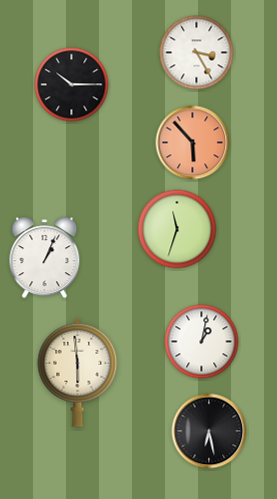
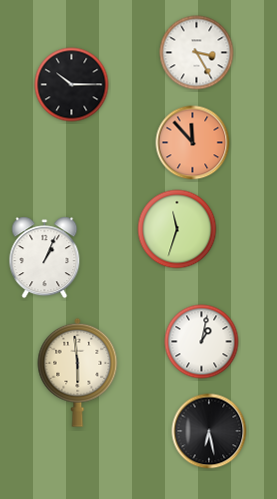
clock at (193, 143): 5:53 -> 11:53
